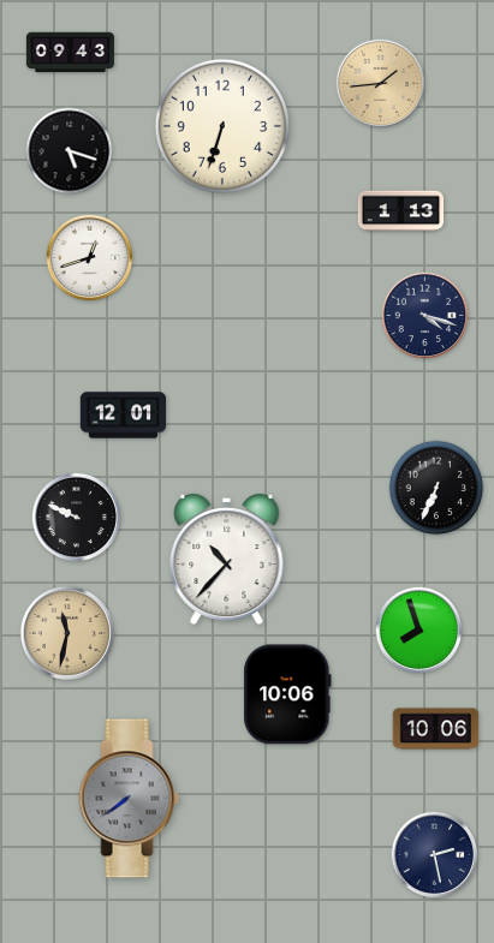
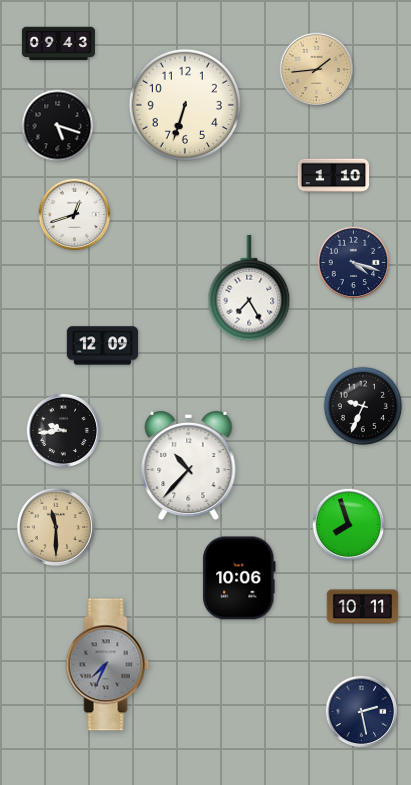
clock at (401, 211): 1:13 -> 1:10
clock at (249, 288): none -> 7:25
clock at (124, 416): 12:01 -> 12:09
clock at (436, 488): 6:34 -> 9:34
clock at (77, 518): 9:49 -> 9:44
clock at (67, 633): 11:32 -> 11:30
clock at (436, 729): 10:06 -> 10:11
clock at (130, 799): 7:39 -> 7:34
